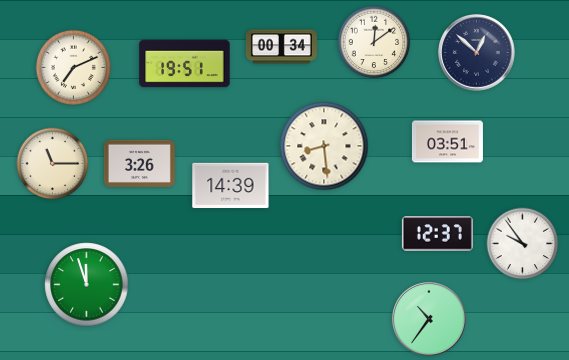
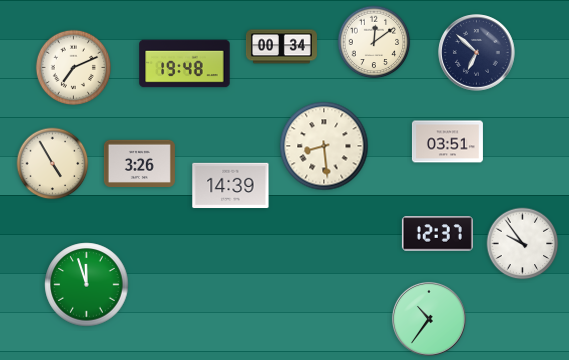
clock at (477, 53): 12:52 -> 6:52
clock at (185, 64): 19:51 -> 19:48
clock at (53, 164): 11:15 -> 4:55
